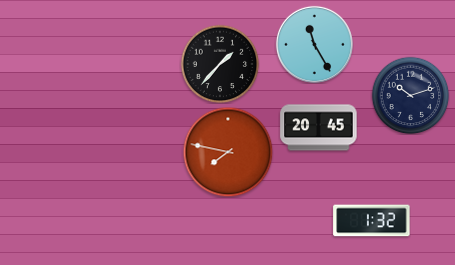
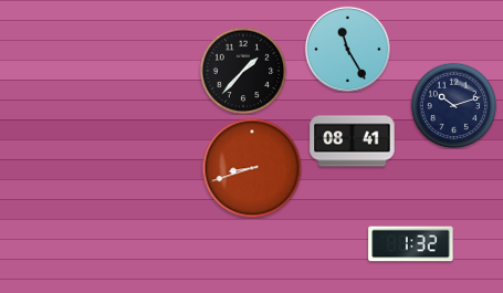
clock at (319, 128): 20:45 -> 08:41
clock at (228, 152): 7:47 -> 8:42
